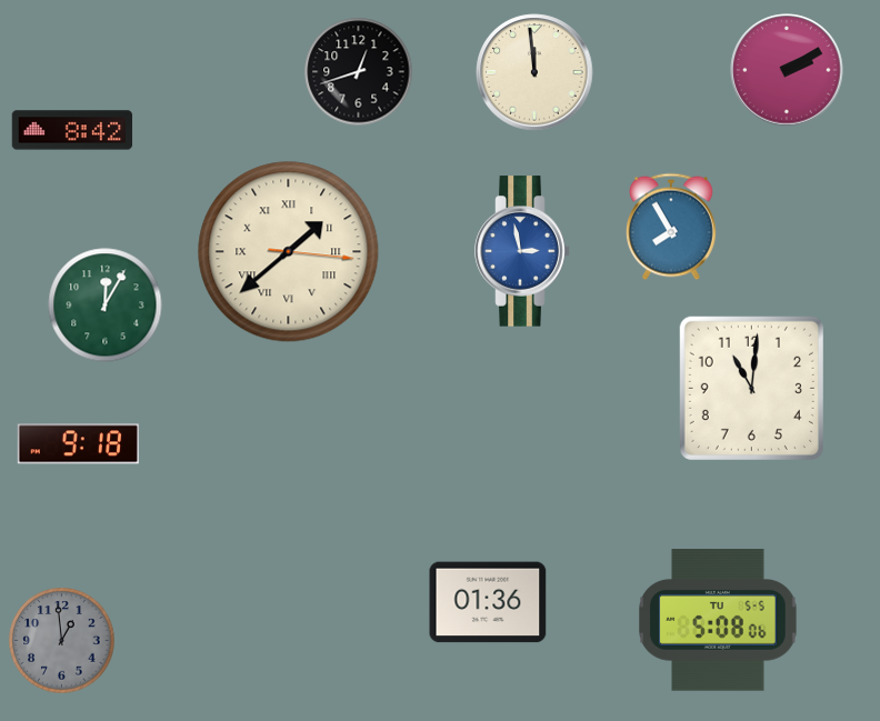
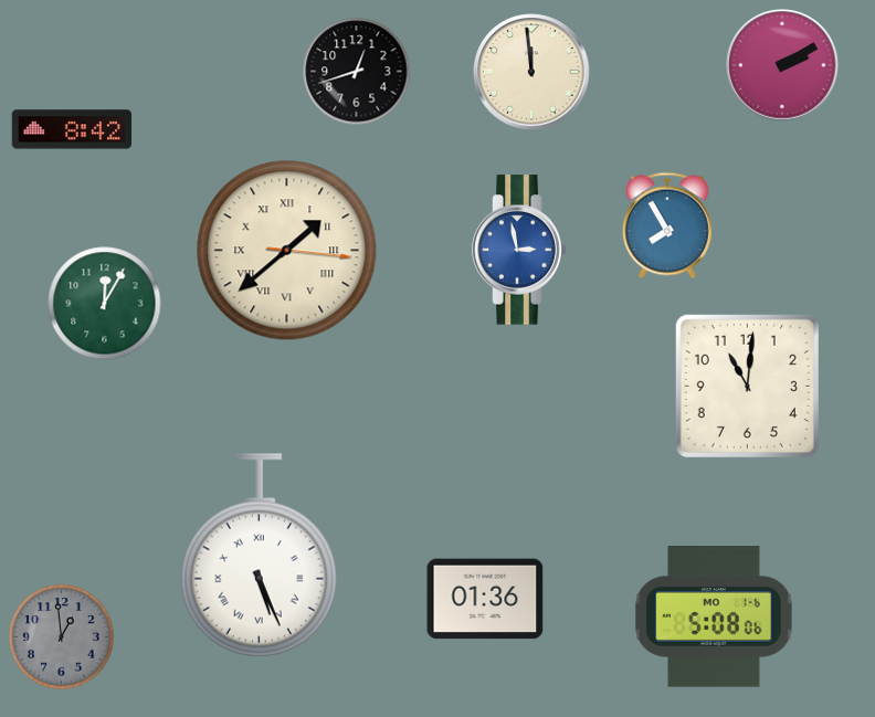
clock at (787, 70) position: (787, 70) -> (782, 65)
clock at (78, 444): 9:18 -> none
clock at (259, 556): none -> 5:26
clock at (718, 620) date: TU 5-5 -> MO 1-6
